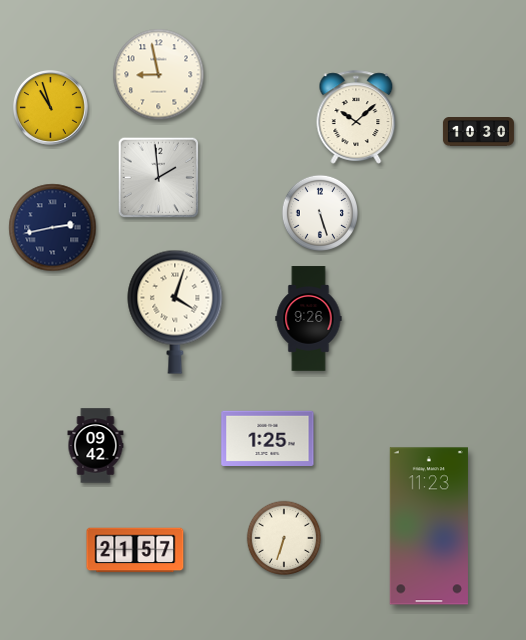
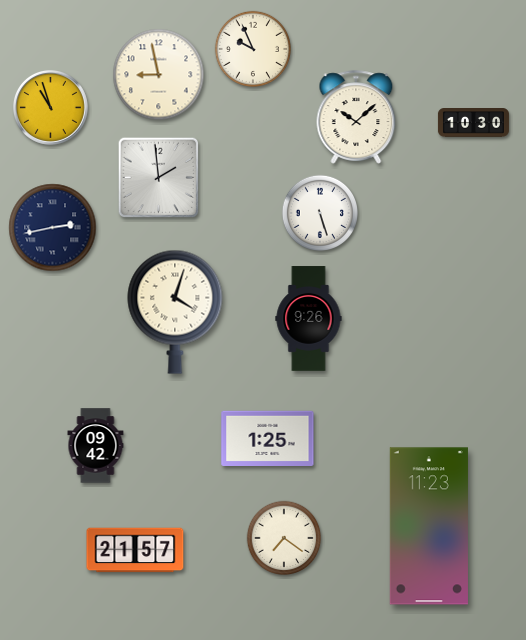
clock at (252, 48): none -> 9:56
clock at (478, 132) position: (478, 132) -> (473, 123)
clock at (284, 538): 6:33 -> 7:21
